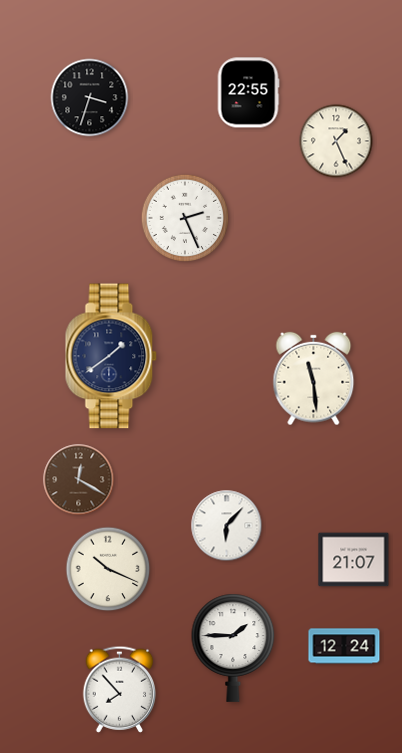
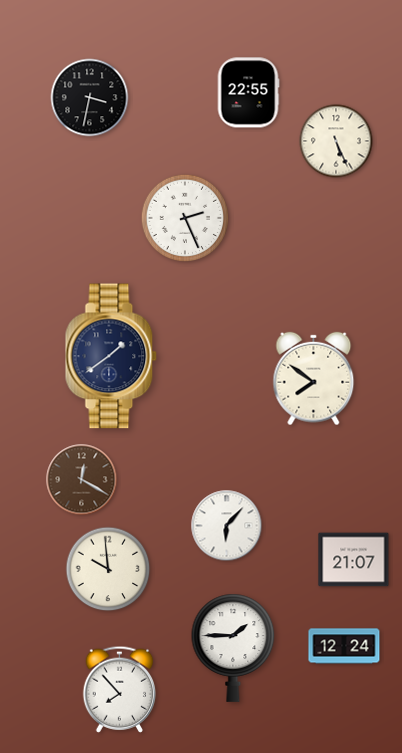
clock at (90, 98): 3:33 -> 3:32
clock at (336, 141): 1:26 -> 5:26
clock at (314, 379): 11:29 -> 7:51
clock at (79, 480) position: (79, 480) -> (82, 480)
clock at (108, 569): 10:19 -> 9:59
